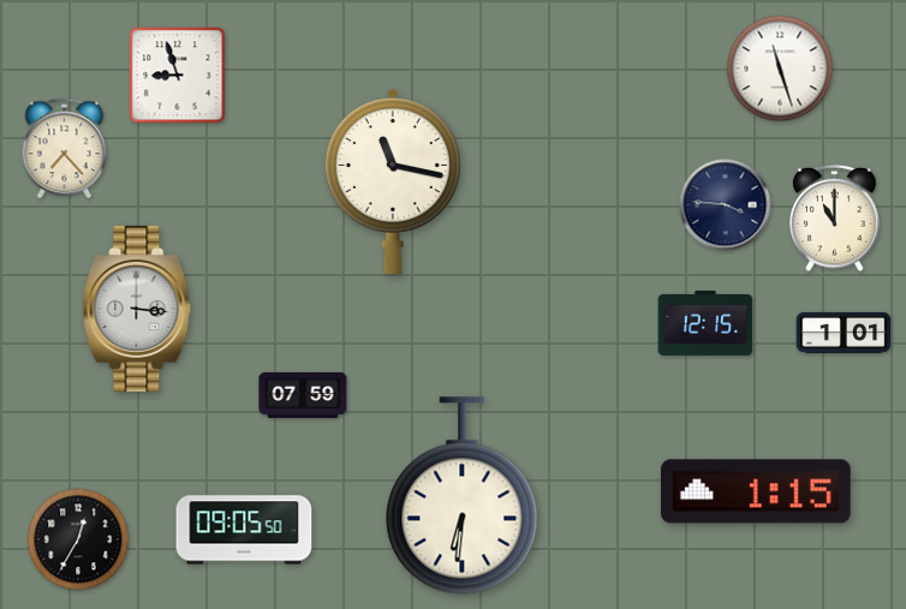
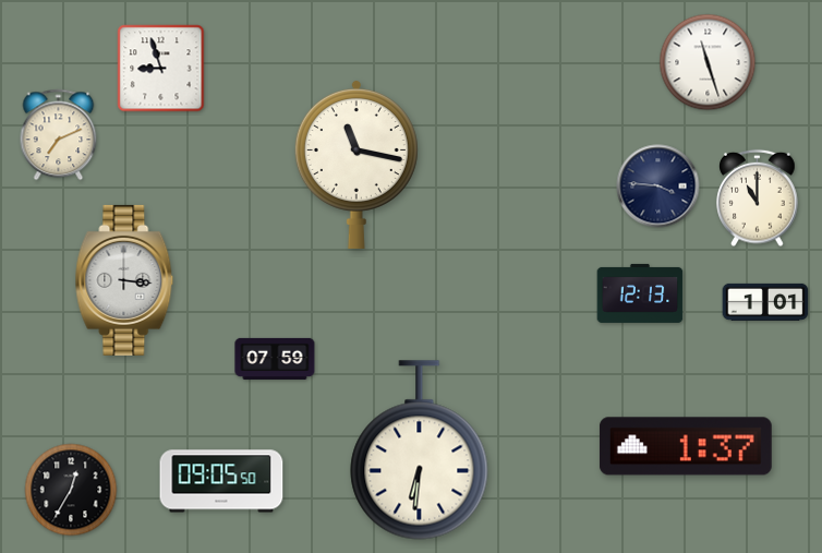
clock at (65, 149): 7:23 -> 7:11
clock at (705, 323): 12:15 -> 12:13
clock at (756, 491): 1:15 -> 1:37
